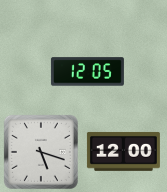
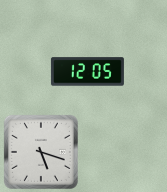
clock at (123, 151): 12:00 -> none
